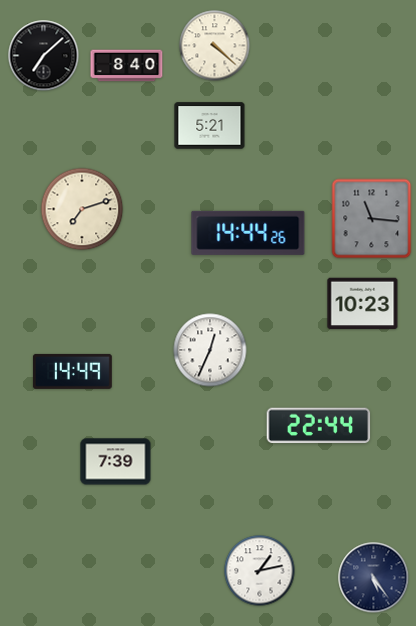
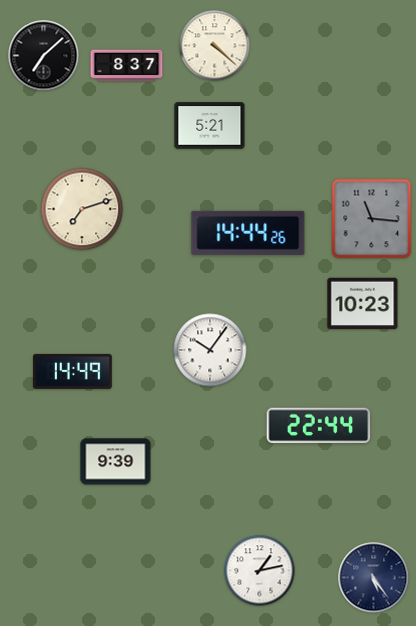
clock at (127, 66): 8:40 -> 8:37
clock at (210, 350): 12:34 -> 10:06
clock at (116, 462): 7:39 -> 9:39
